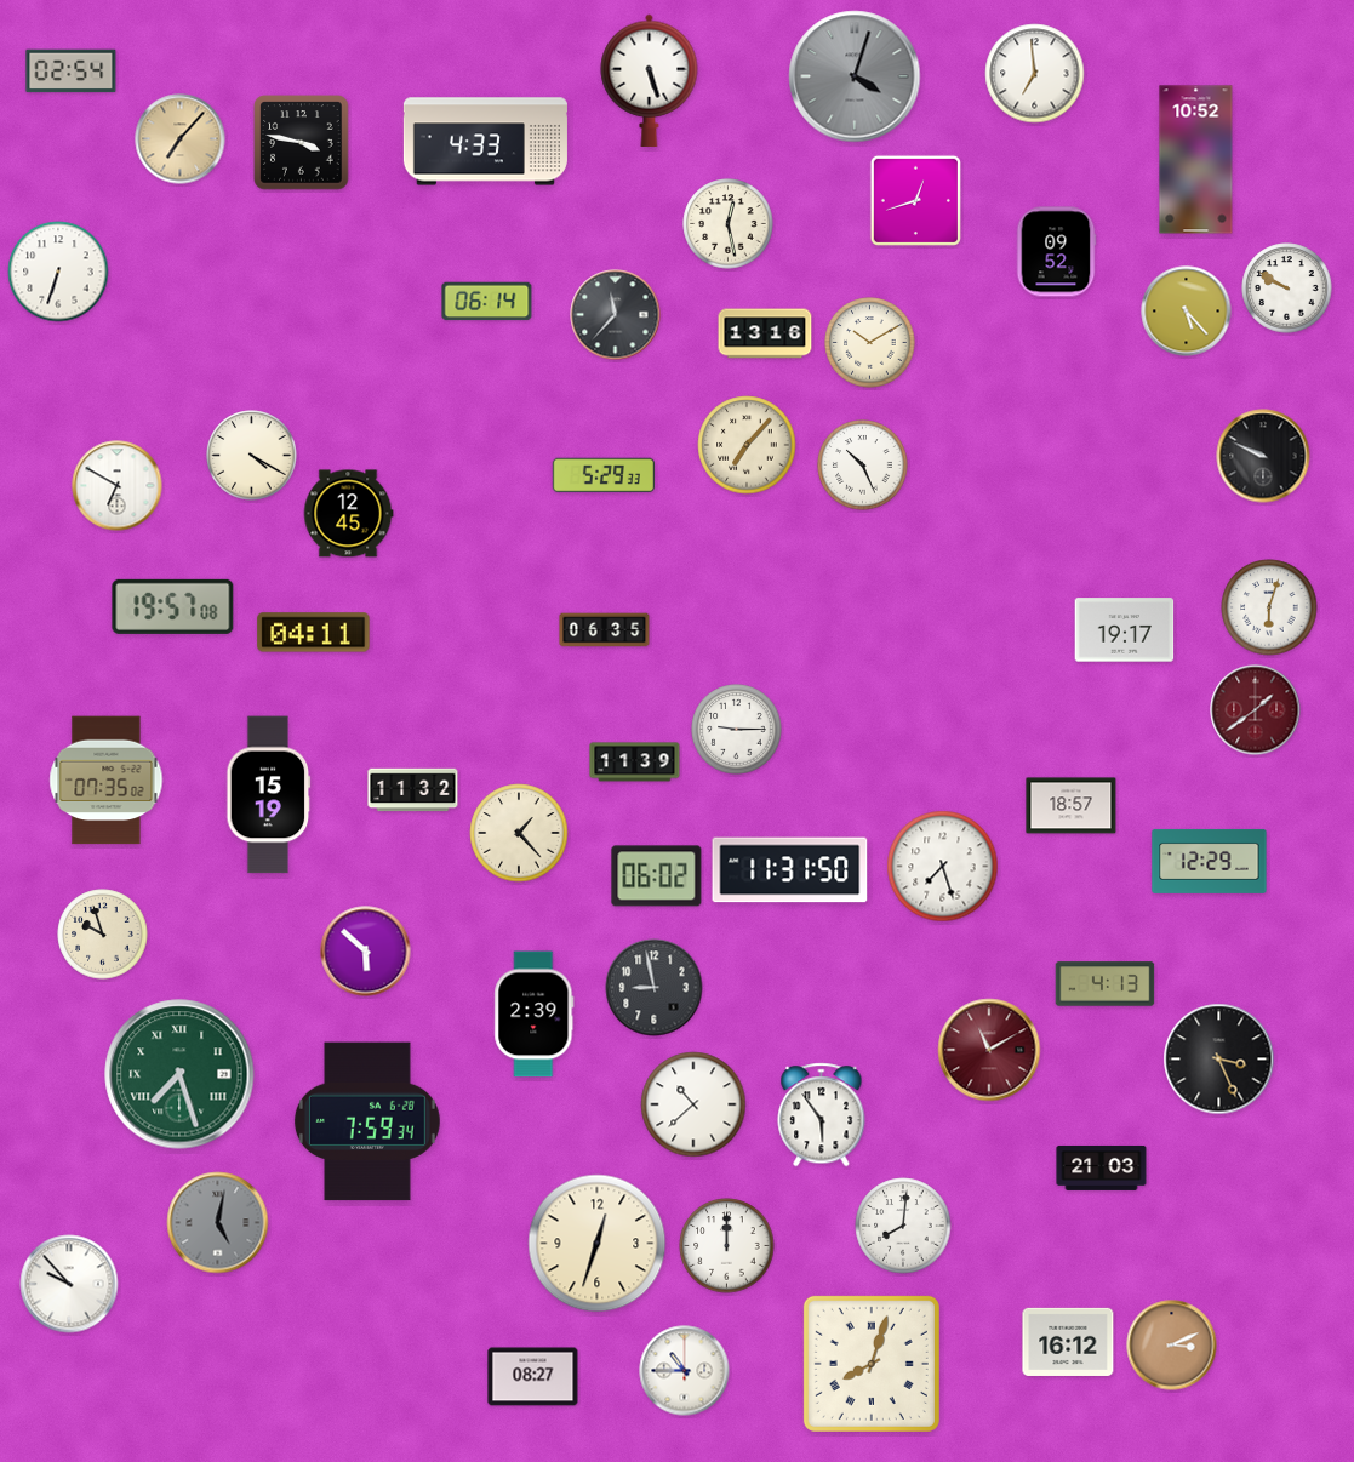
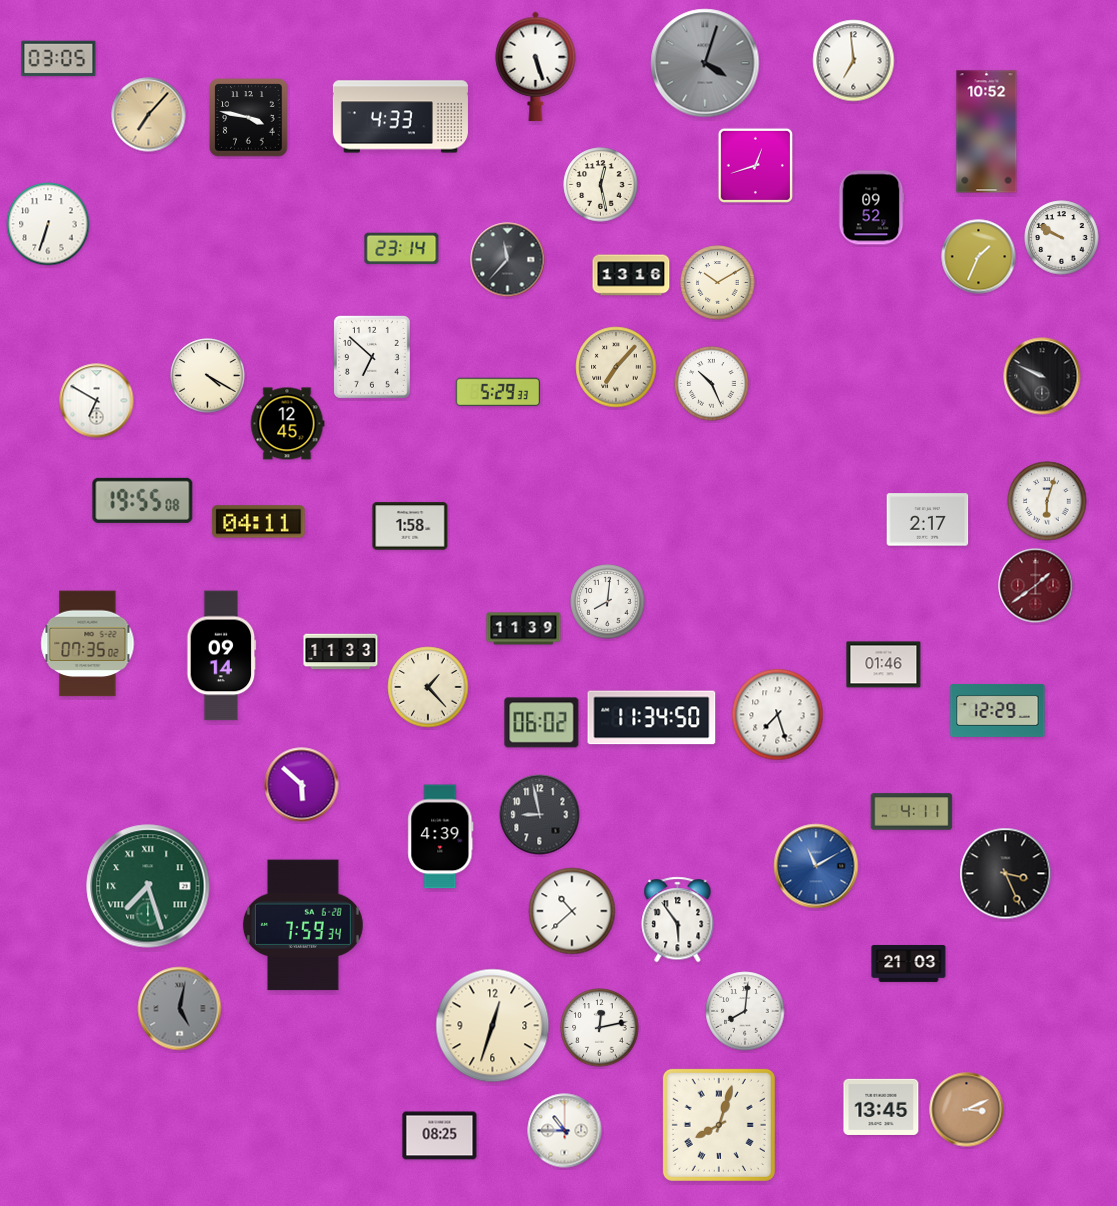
clock at (72, 72): 02:54 -> 03:05
clock at (487, 302): 06:14 -> 23:14
clock at (1187, 312): 5:23 -> 1:34
clock at (372, 357): none -> 6:52
clock at (173, 606): 19:57 -> 19:55
clock at (605, 630): 06:35 -> none
clock at (1125, 630): 19:17 -> 2:17
clock at (410, 526): none -> 1:58
clock at (737, 730): 9:15 -> 8:01
clock at (413, 790): 11:32 -> 11:33
clock at (269, 795): 15:19 -> 09:14
clock at (1072, 806): 18:57 -> 01:46
clock at (790, 870): 11:31 -> 11:34
clock at (103, 935): 9:57 -> none
clock at (1106, 984): 4:13 -> 4:11
clock at (535, 1015): 2:39 -> 4:39
clock at (989, 1050) dial: burgundy -> blue
clock at (727, 1246): 12:00 -> 12:13
clock at (69, 1284): 9:53 -> none
clock at (1068, 1342): 16:12 -> 13:45
clock at (533, 1377): 08:27 -> 08:25
